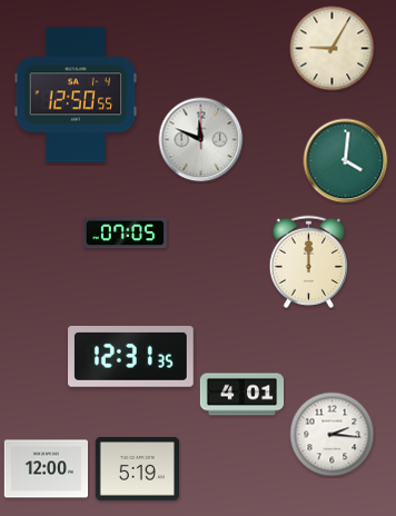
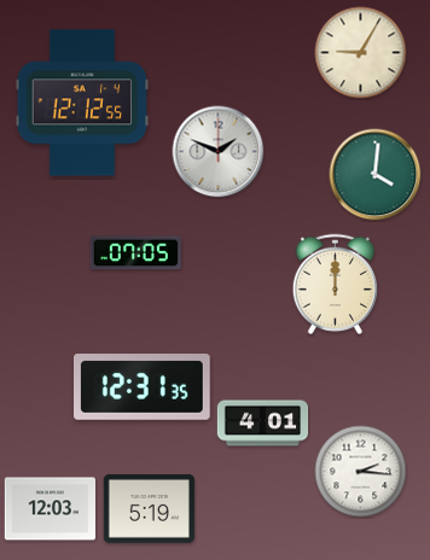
clock at (76, 95): 12:50 -> 12:12
clock at (201, 140): 11:49 -> 1:49
clock at (242, 395) position: (242, 395) -> (263, 424)
clock at (46, 469): 12:00 -> 12:03
